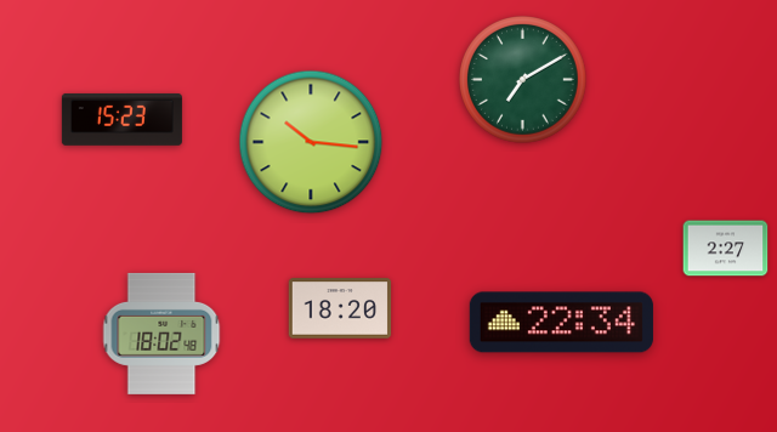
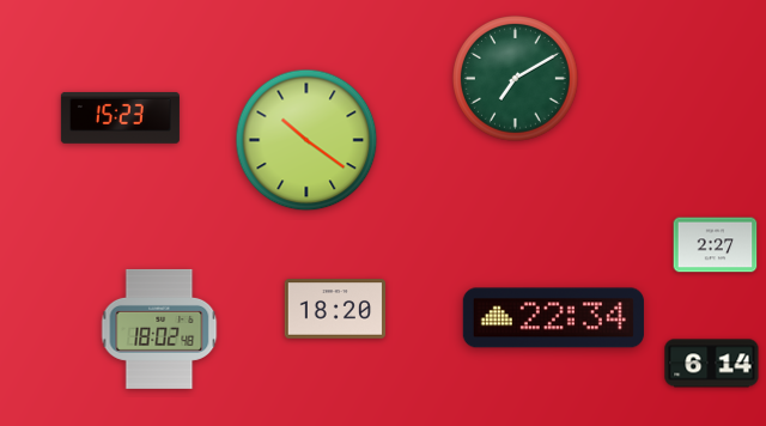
clock at (311, 142): 10:16 -> 10:21
clock at (340, 308) position: (340, 308) -> (335, 309)
clock at (712, 364): none -> 6:14
